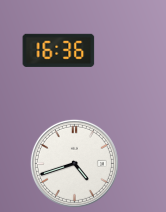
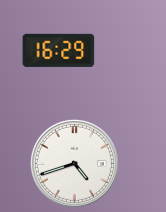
clock at (59, 50): 16:36 -> 16:29
